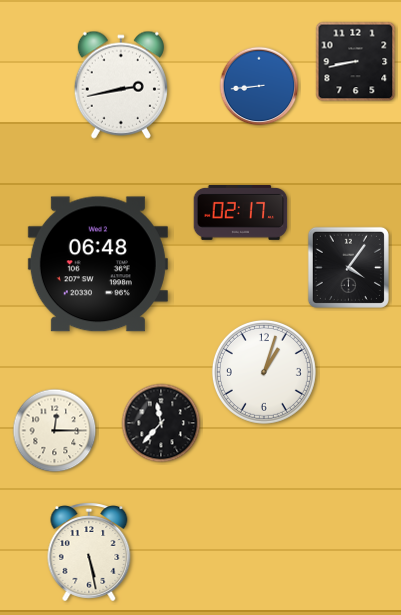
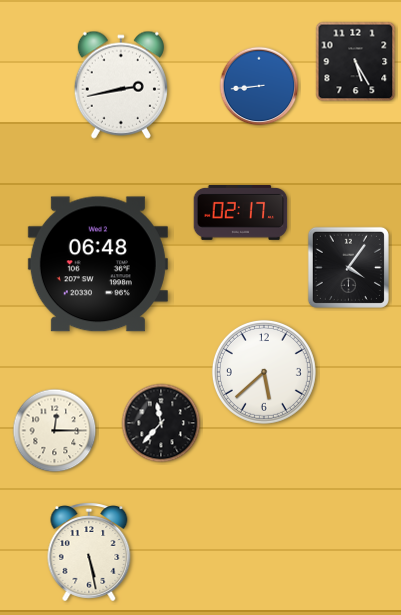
clock at (356, 62): 8:43 -> 5:25
clock at (264, 372): 1:03 -> 5:38
